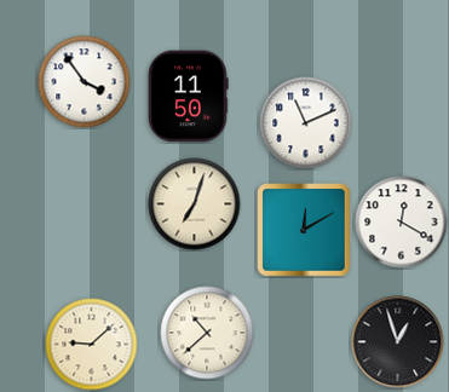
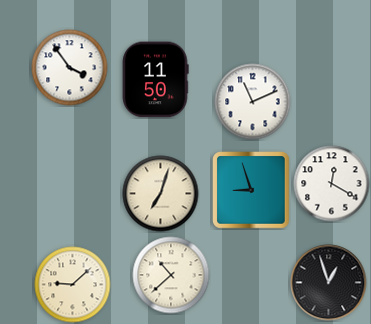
clock at (195, 204) position: (195, 204) -> (161, 194)
clock at (304, 230): 12:10 -> 8:57
clock at (92, 345) position: (92, 345) -> (73, 285)
